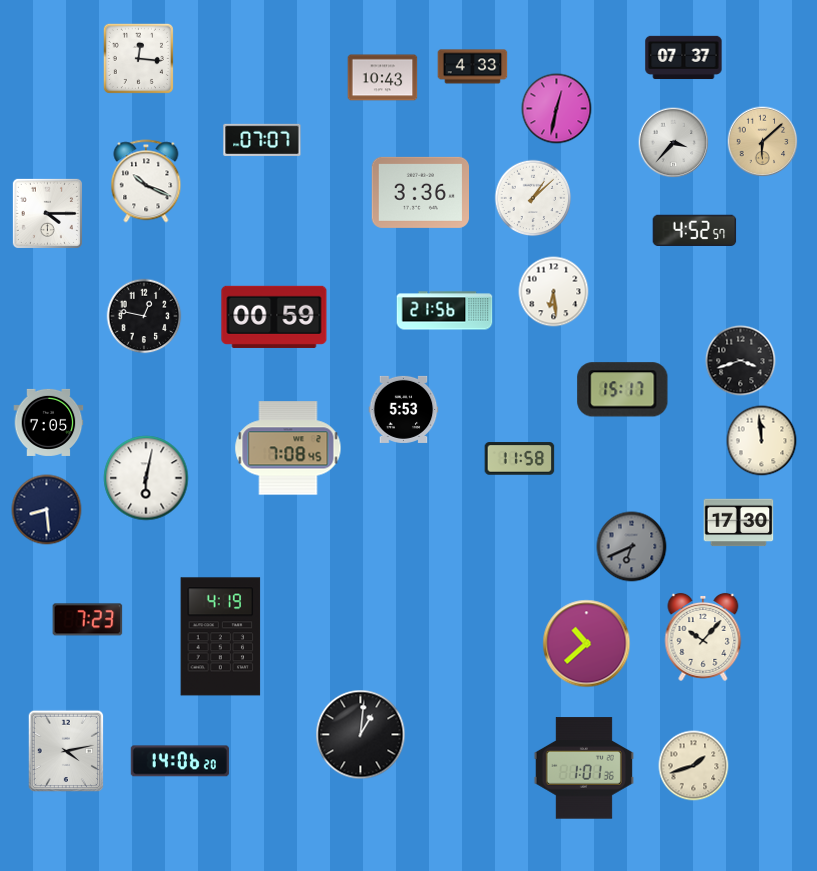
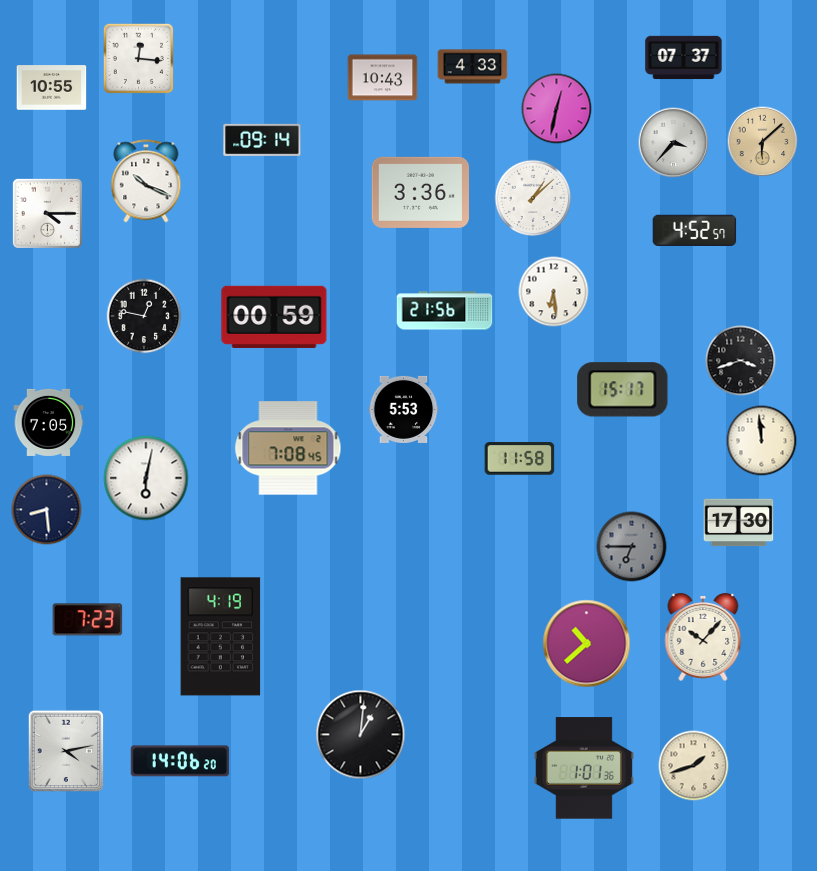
clock at (52, 88): none -> 10:55
clock at (262, 140): 07:07 -> 09:14
clock at (632, 547): 6:41 -> 6:45
